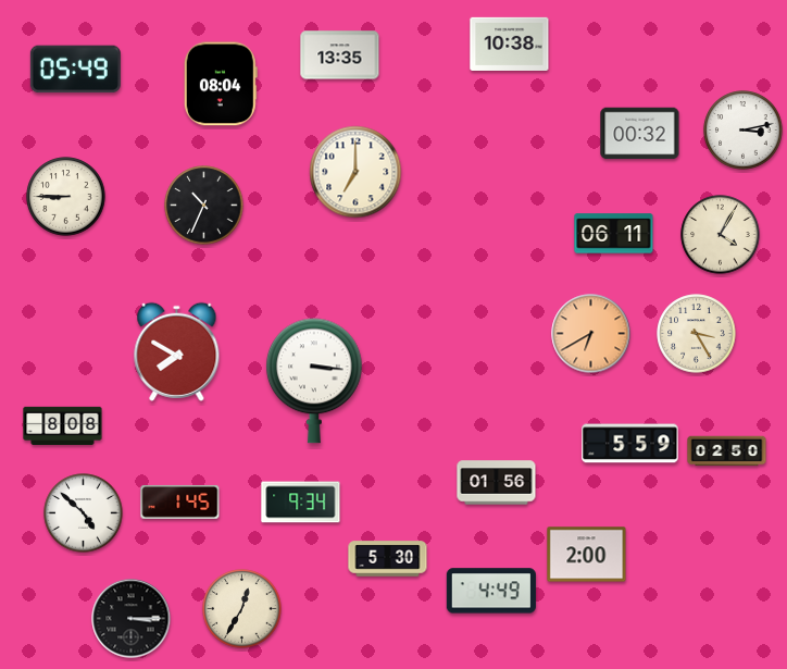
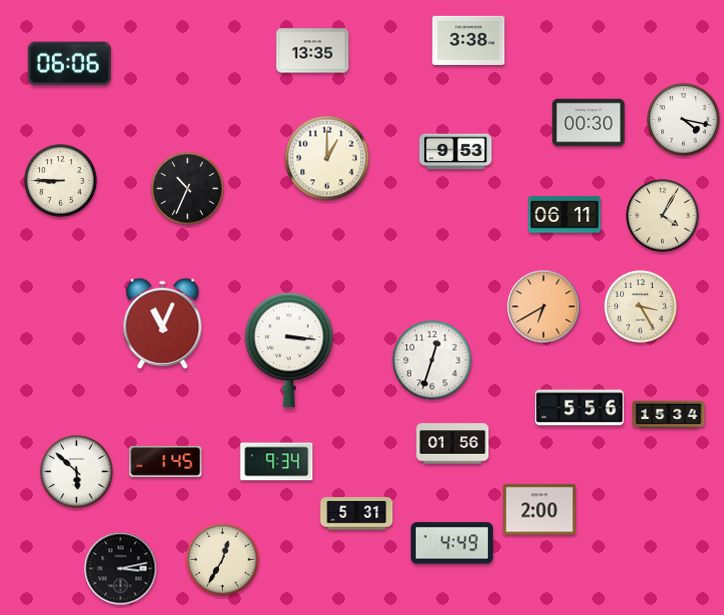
clock at (510, 44): 10:38 -> 3:38
clock at (75, 70): 05:49 -> 06:06
clock at (221, 84): 08:04 -> none
clock at (744, 131): 3:13 -> 4:17
clock at (640, 134): 00:32 -> 00:30
clock at (456, 152): none -> 9:53
clock at (355, 172): 7:00 -> 1:00
clock at (177, 351): 7:50 -> 11:04
clock at (432, 360): none -> 12:33
clock at (63, 426): 8:08 -> none
clock at (630, 444): 5:59 -> 5:56
clock at (727, 451): 02:50 -> 15:34
clock at (497, 483) position: (497, 483) -> (453, 444)
clock at (84, 513): 4:52 -> 5:52
clock at (388, 559): 5:30 -> 5:31
clock at (132, 619): 3:15 -> 3:13
